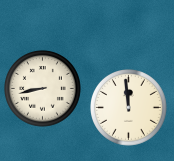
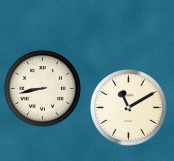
clock at (129, 108): 11:59 -> 11:10
